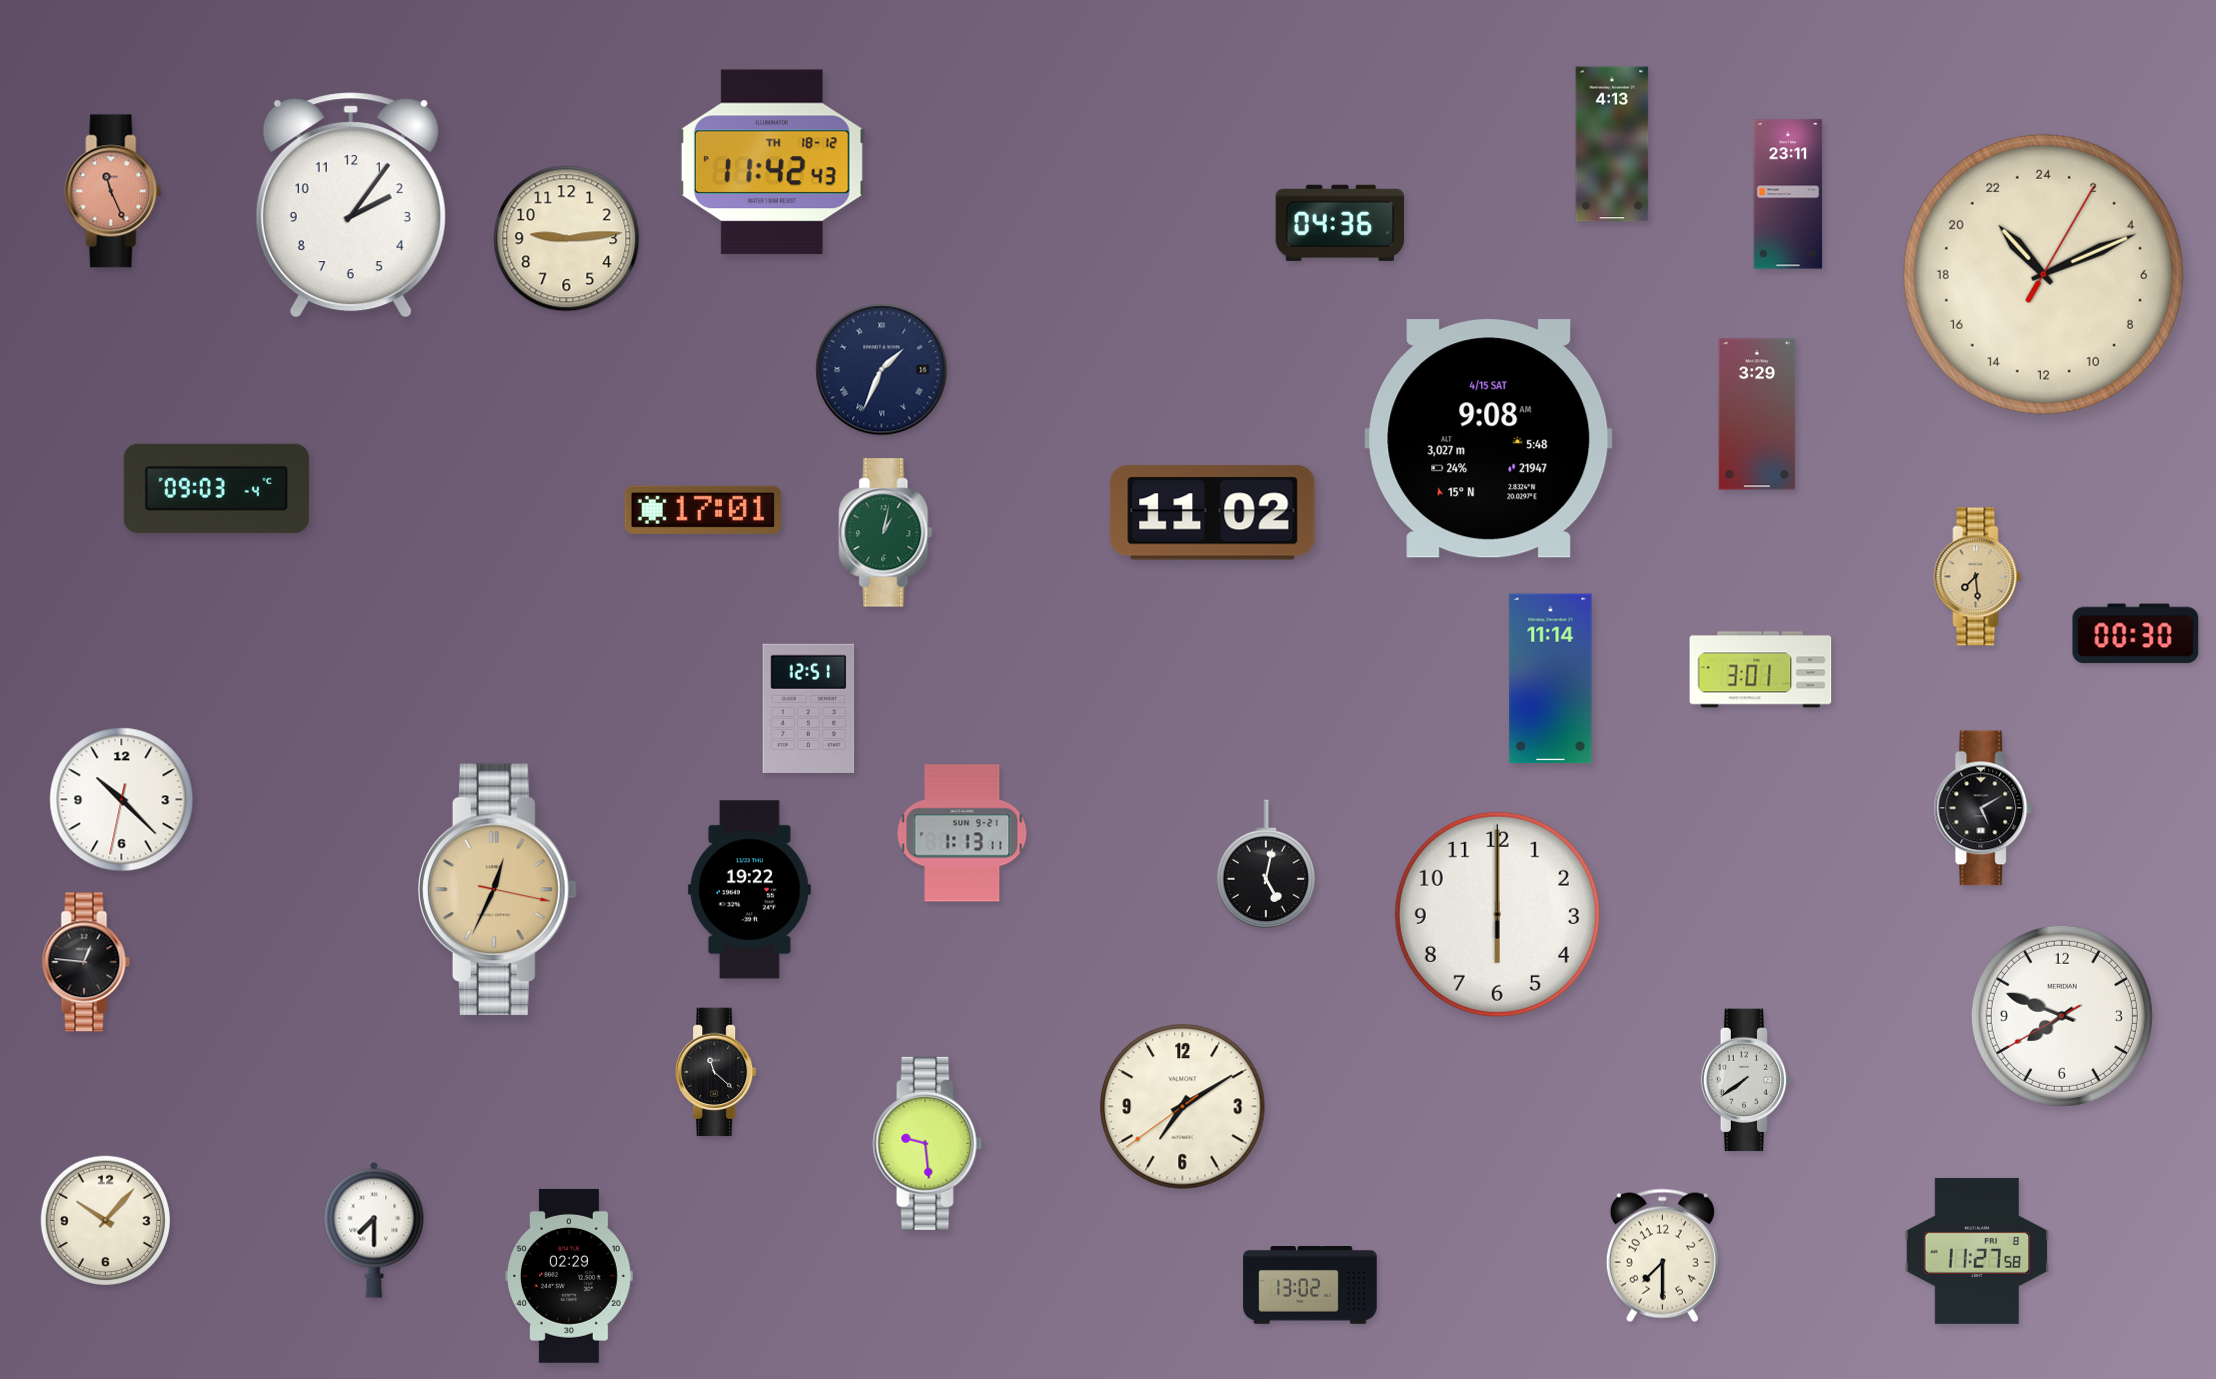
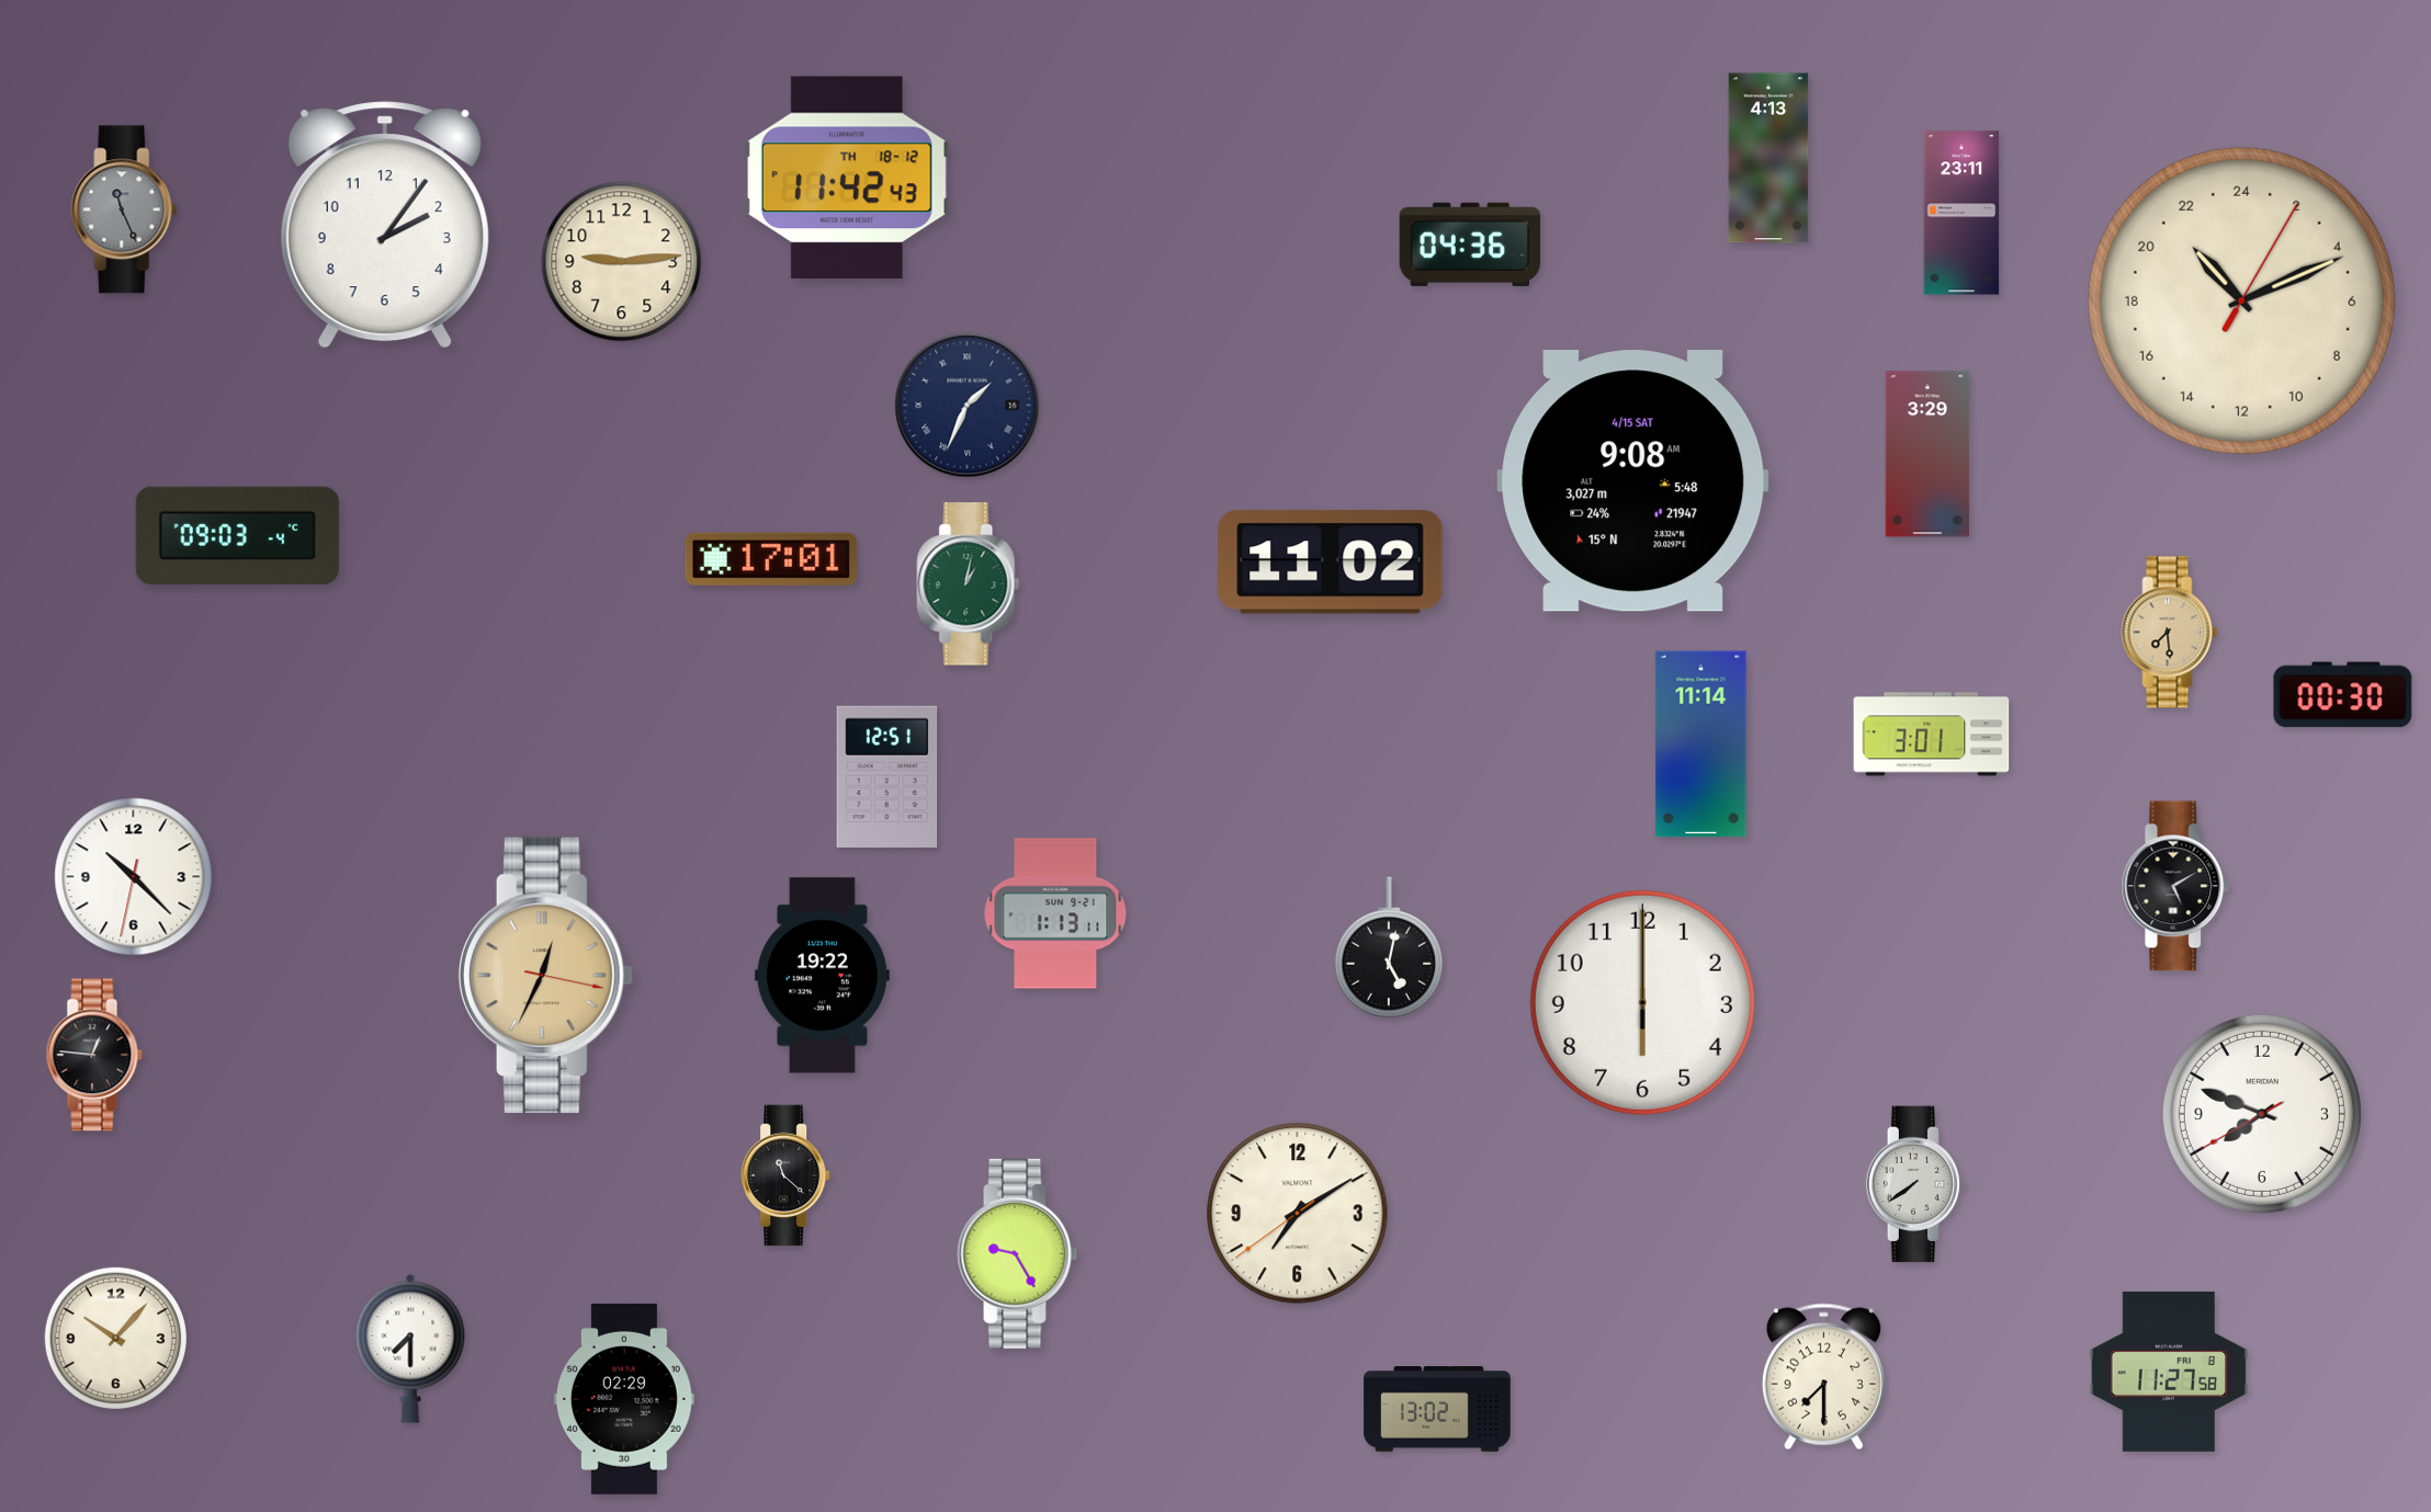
clock at (113, 191) dial: salmon -> grey
clock at (886, 533) position: (886, 533) -> (969, 584)
clock at (928, 1143): 9:29 -> 9:25
